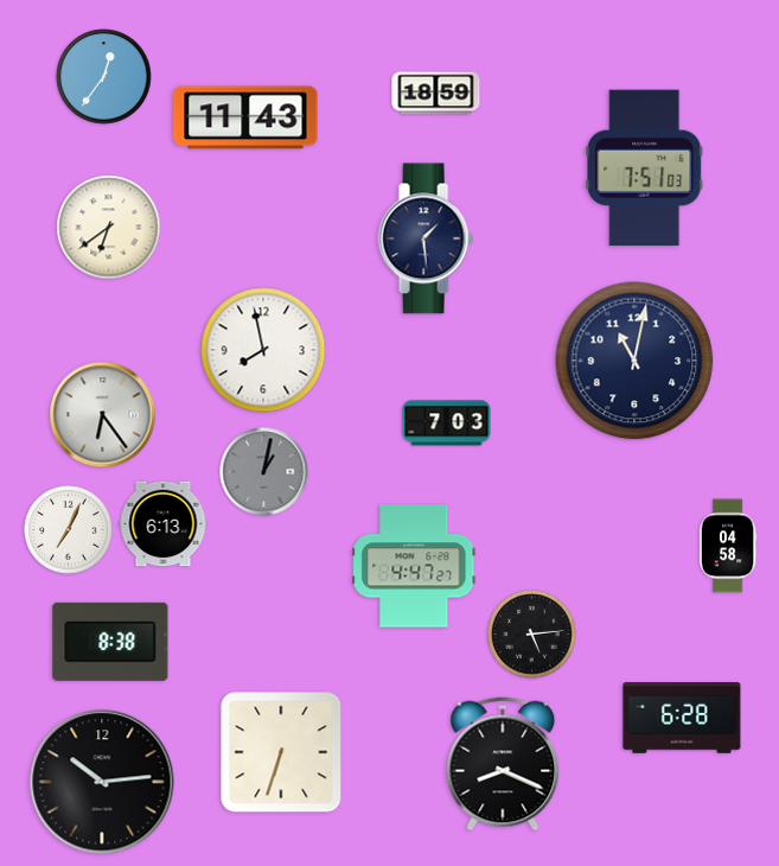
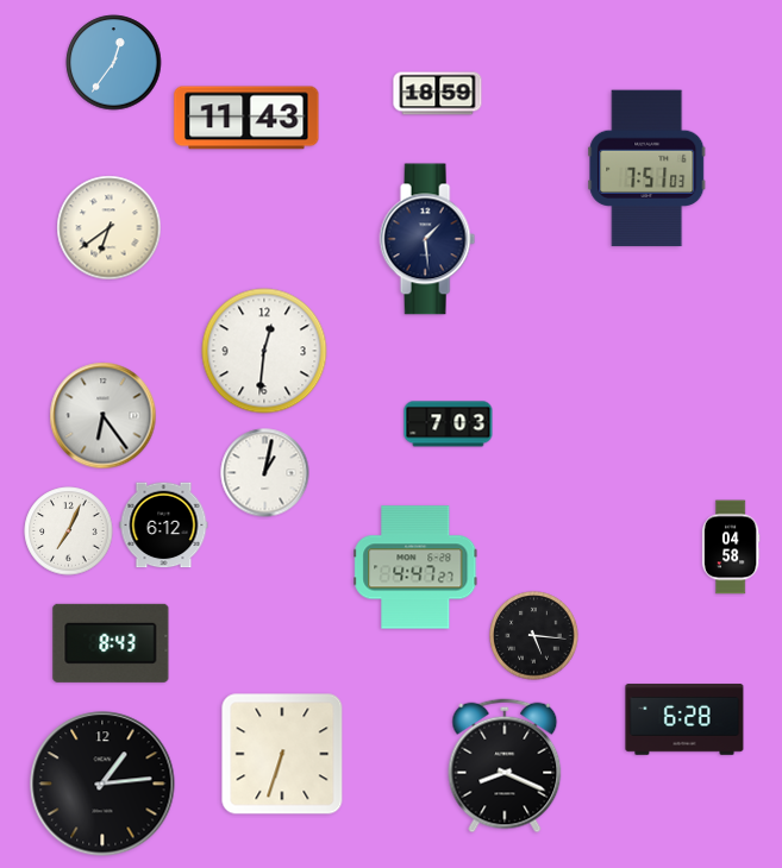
clock at (104, 77) position: (104, 77) -> (114, 63)
clock at (263, 350): 7:58 -> 12:31
clock at (634, 361): 11:02 -> none
clock at (264, 472) dial: grey -> white
clock at (164, 524): 6:13 -> 6:12
clock at (532, 635): 5:14 -> 5:16
clock at (110, 642): 8:38 -> 8:43
clock at (102, 782): 10:14 -> 1:14
